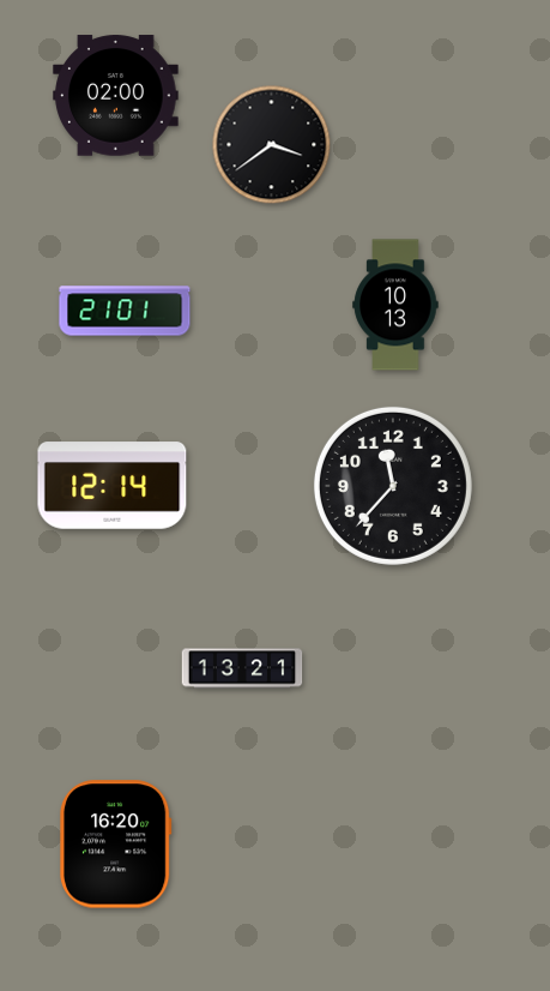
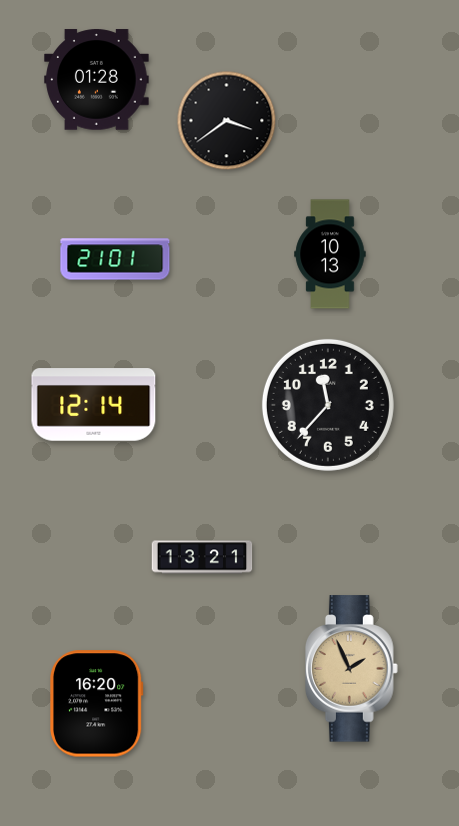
clock at (116, 96): 02:00 -> 01:28
clock at (125, 311) position: (125, 311) -> (115, 259)
clock at (352, 669): none -> 1:56
